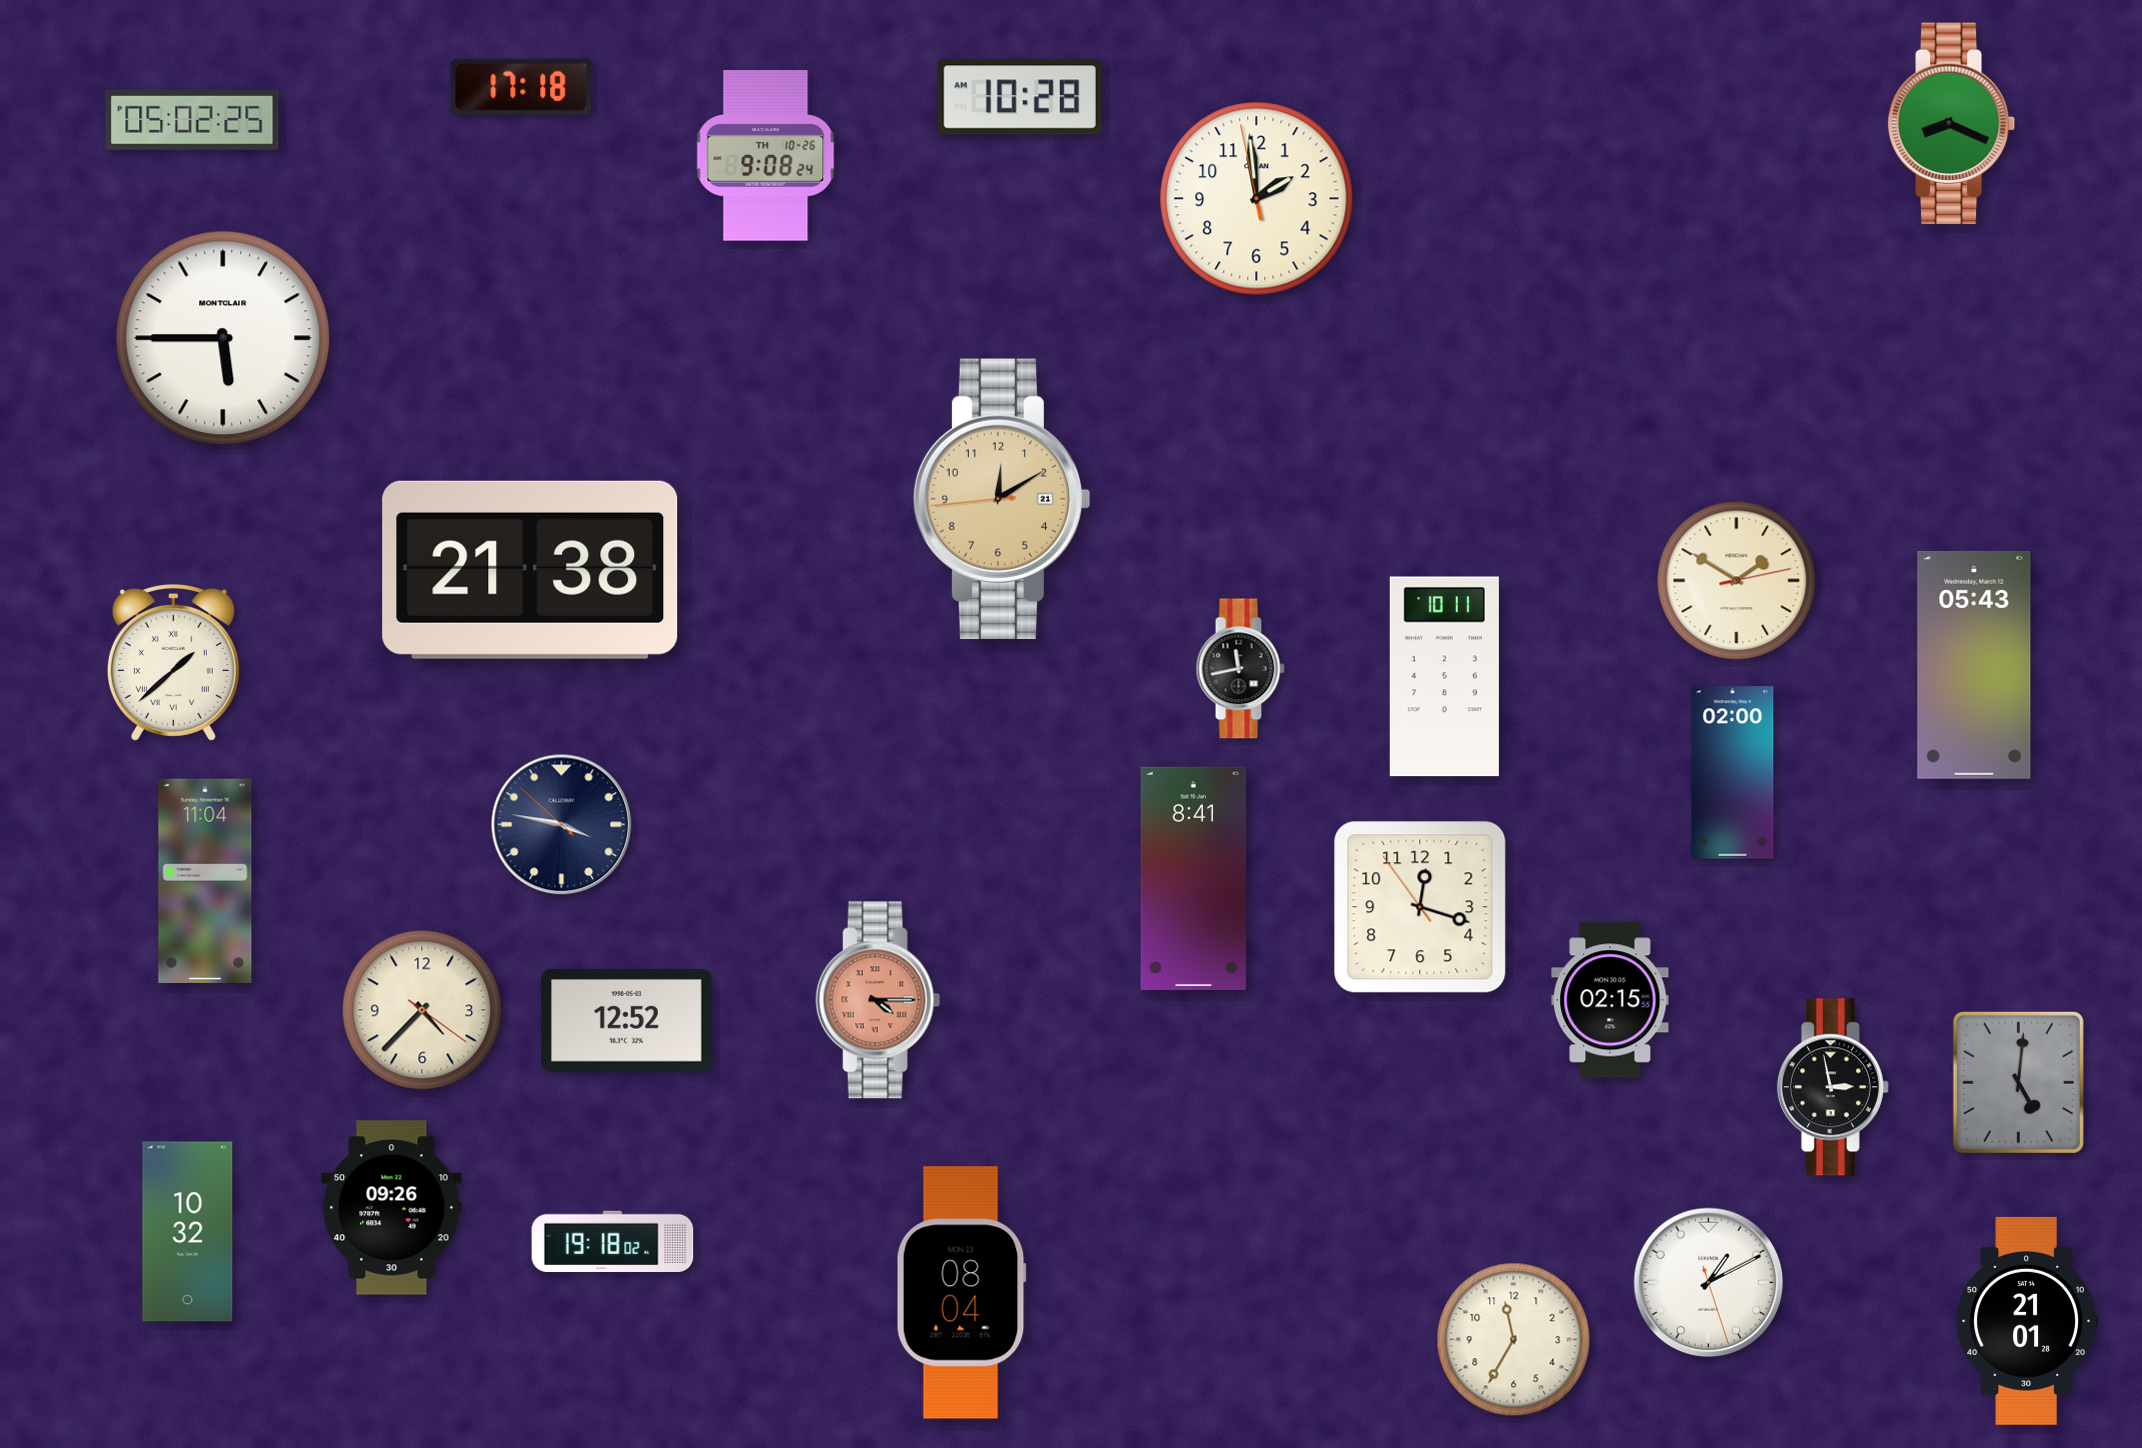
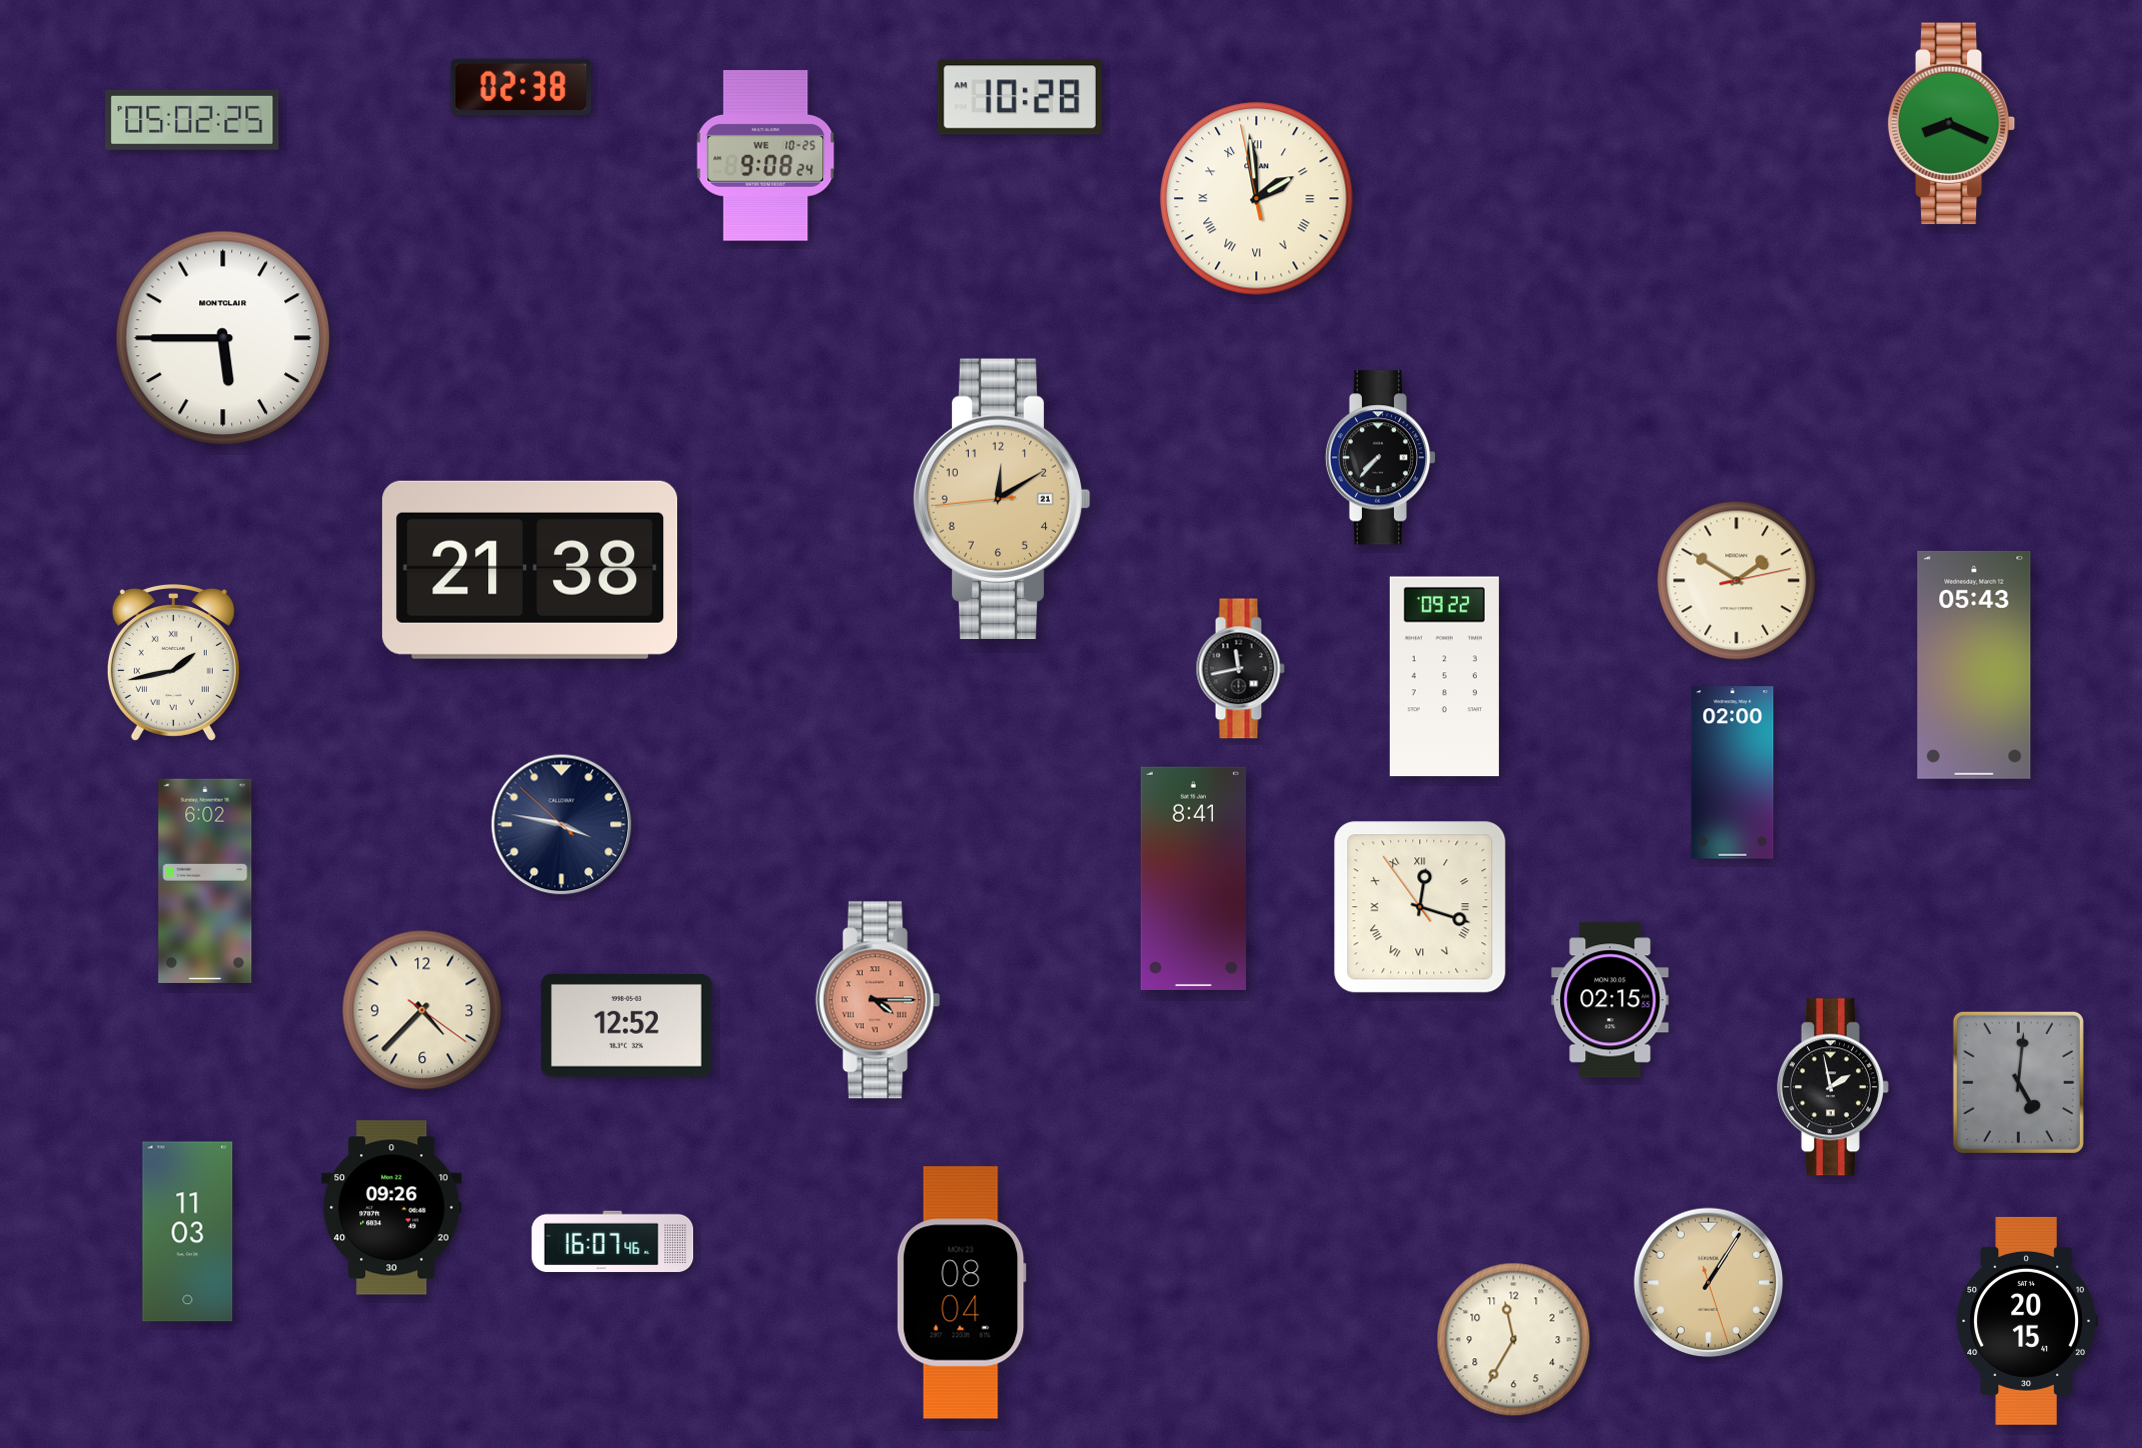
clock at (521, 87): 17:18 -> 02:38
clock at (766, 156) date: TH 10-26 -> WE 10-25
clock at (1257, 199) numerals: Arabic -> Roman
clock at (1381, 458): none -> 7:37
clock at (173, 663): 1:38 -> 1:43
clock at (1444, 677): 10:11 -> 09:22
clock at (205, 881): 11:04 -> 6:02
clock at (1420, 907) numerals: Arabic -> Roman
clock at (627, 1021) position: (627, 1021) -> (627, 1026)
clock at (1833, 1087): 2:58 -> 1:58
clock at (188, 1232): 10:32 -> 11:03
clock at (613, 1242): 19:18 -> 16:07
clock at (1709, 1283): 1:10 -> 1:05
clock at (1709, 1283) dial: white -> champagne
clock at (2027, 1321): 21:01 -> 20:15
